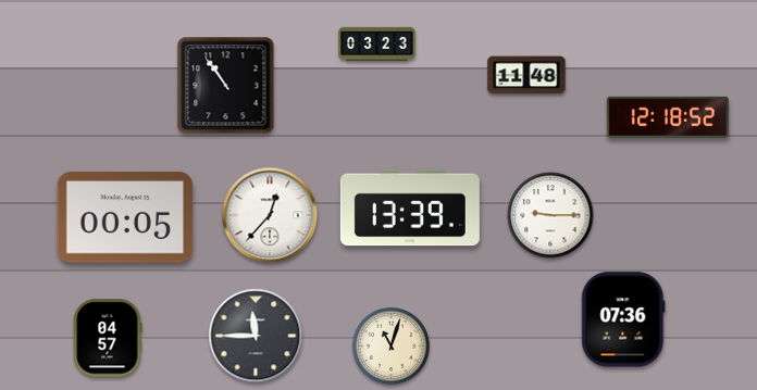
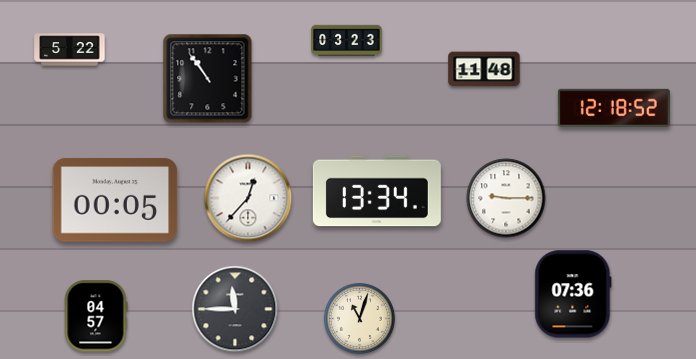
clock at (70, 50): none -> 5:22
clock at (410, 207): 13:39 -> 13:34
clock at (108, 338) position: (108, 338) -> (96, 316)
